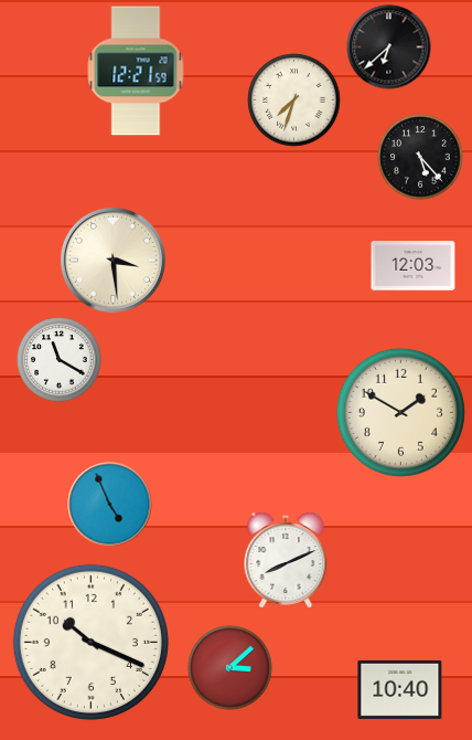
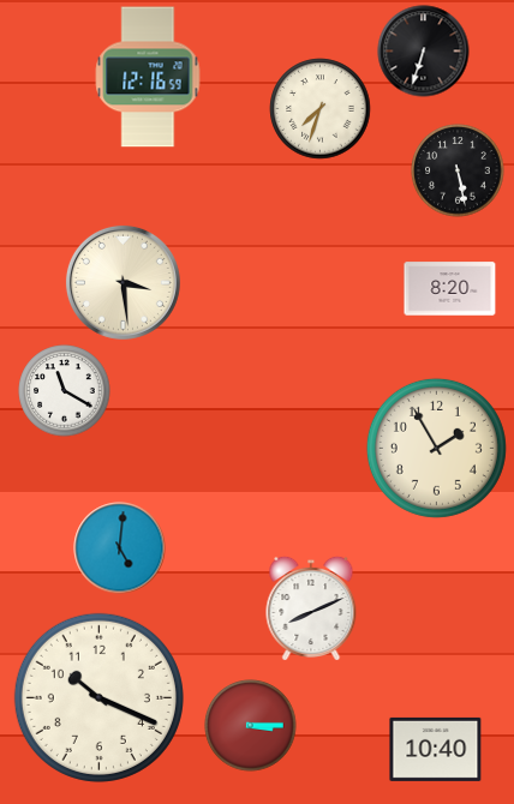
clock at (389, 47): 6:38 -> 6:33
clock at (136, 71): 12:21 -> 12:16
clock at (420, 157): 5:23 -> 5:28
clock at (414, 266): 12:03 -> 8:20
clock at (400, 412): 1:50 -> 1:55
clock at (110, 505): 4:56 -> 5:01
clock at (230, 668): 3:08 -> 3:15
